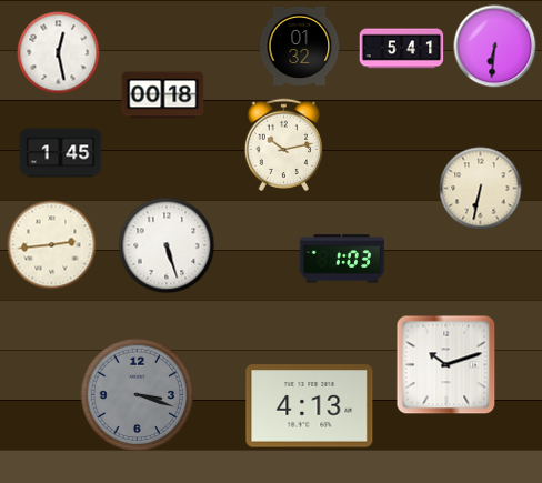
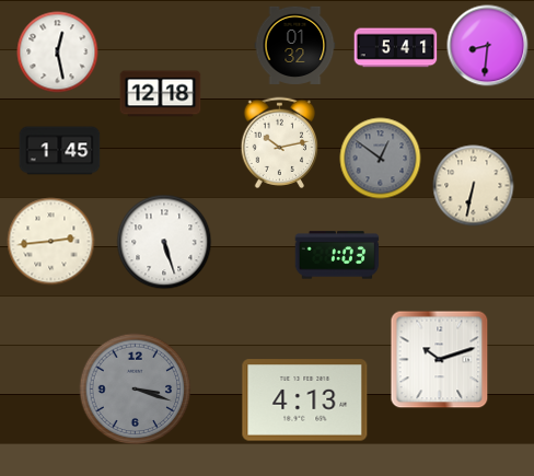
clock at (495, 47): 6:31 -> 8:31
clock at (163, 95): 00:18 -> 12:18
clock at (381, 159): none -> 12:51
